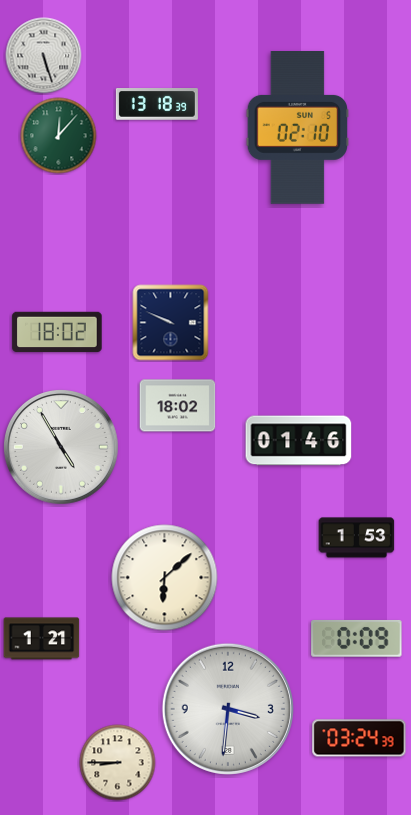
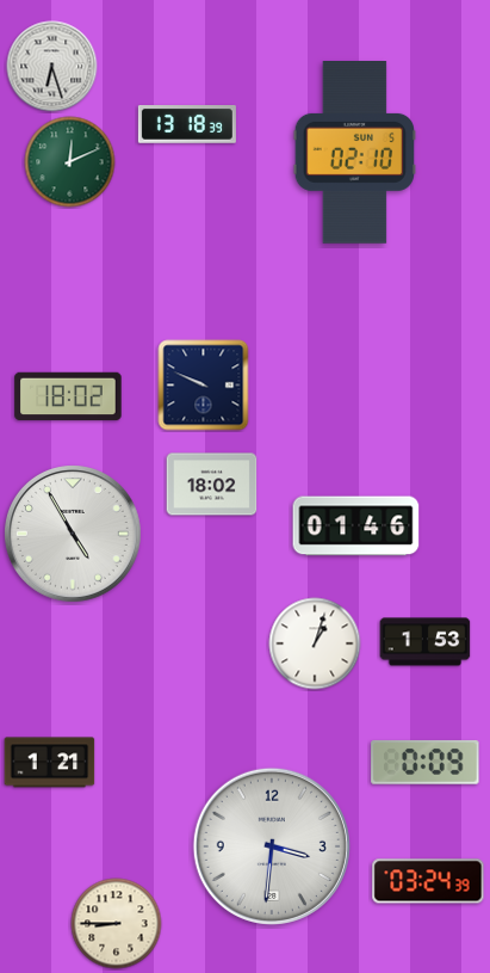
clock at (44, 56): 5:27 -> 6:27
clock at (59, 136): 12:07 -> 12:11
clock at (315, 643): none -> 1:03
clock at (165, 578): 6:08 -> none
clock at (118, 763) position: (118, 763) -> (117, 924)
